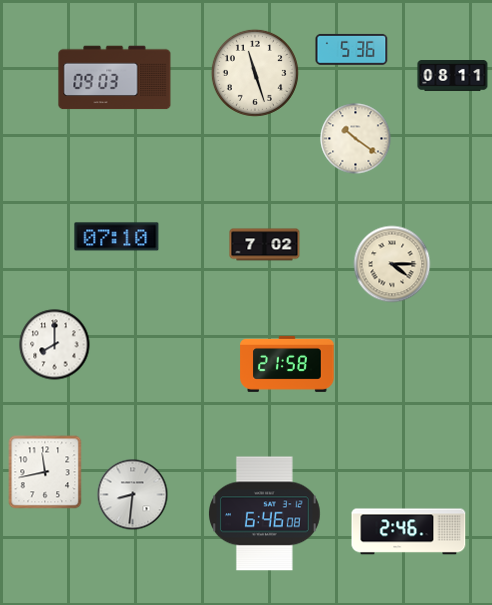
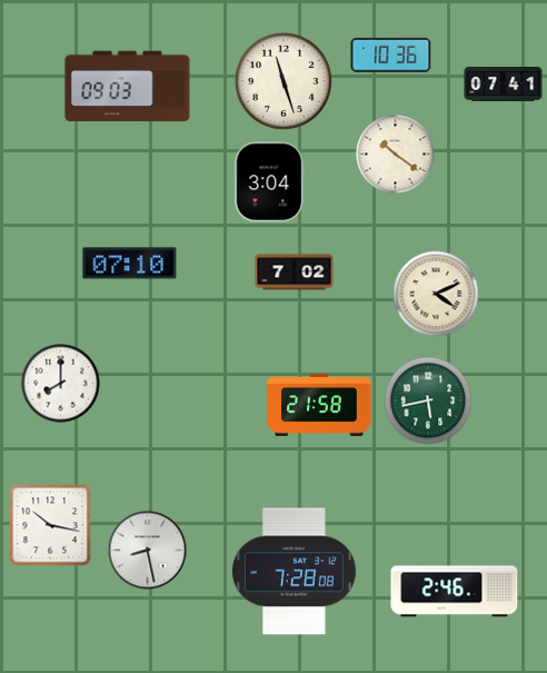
clock at (352, 49): 5:36 -> 10:36
clock at (453, 76): 08:11 -> 07:41
clock at (270, 182): none -> 3:04
clock at (392, 264): 4:15 -> 4:11
clock at (428, 400): none -> 5:43
clock at (45, 472): 11:43 -> 10:17
clock at (133, 495): 8:31 -> 8:28
clock at (265, 514): 6:46 -> 7:28
